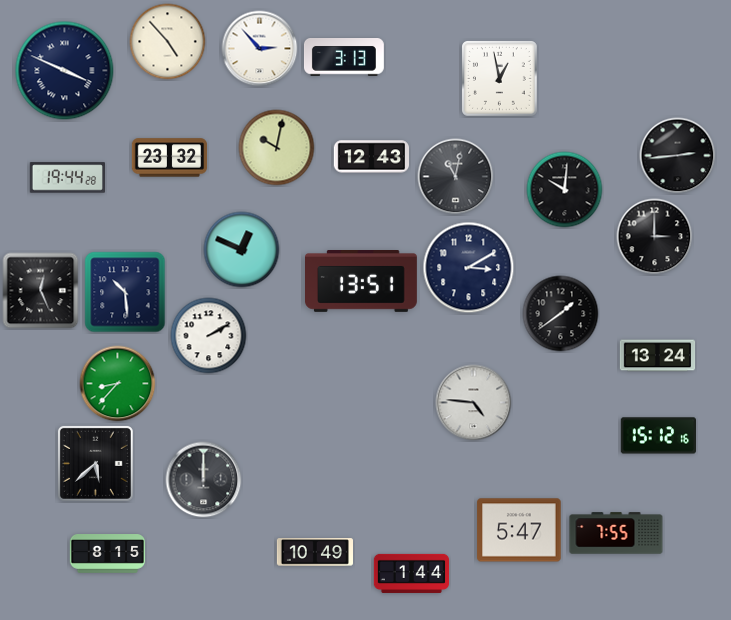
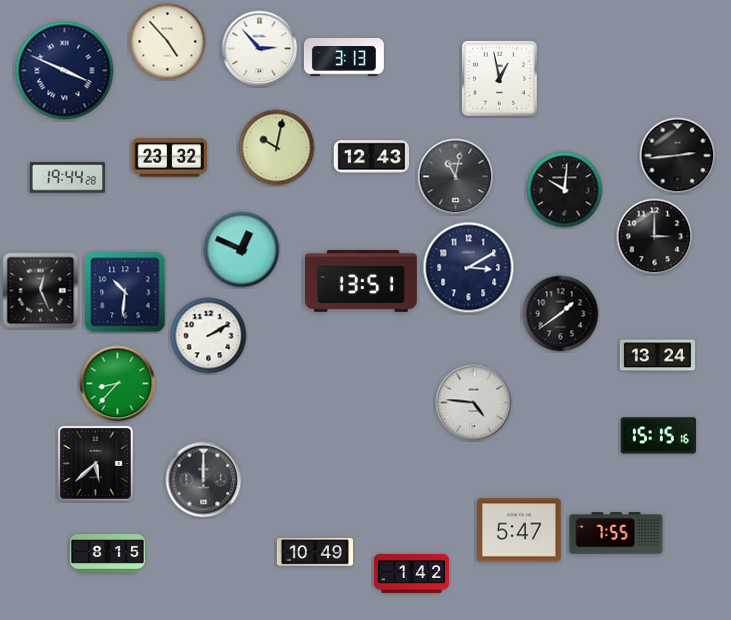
clock at (125, 292): 10:29 -> 10:31
clock at (658, 436): 15:12 -> 15:15
clock at (412, 573): 1:44 -> 1:42
